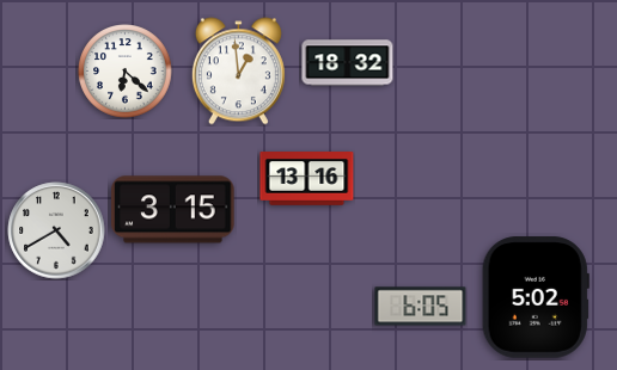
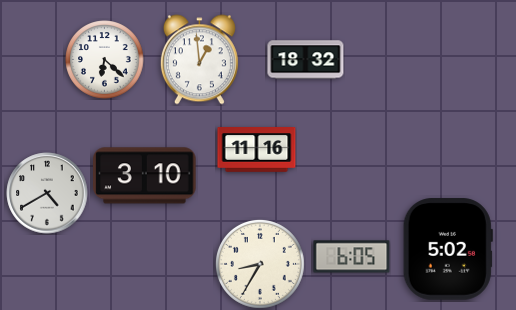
clock at (348, 63) position: (348, 63) -> (306, 60)
clock at (307, 179): 13:16 -> 11:16
clock at (173, 210): 3:15 -> 3:10
clock at (260, 264): none -> 8:35
